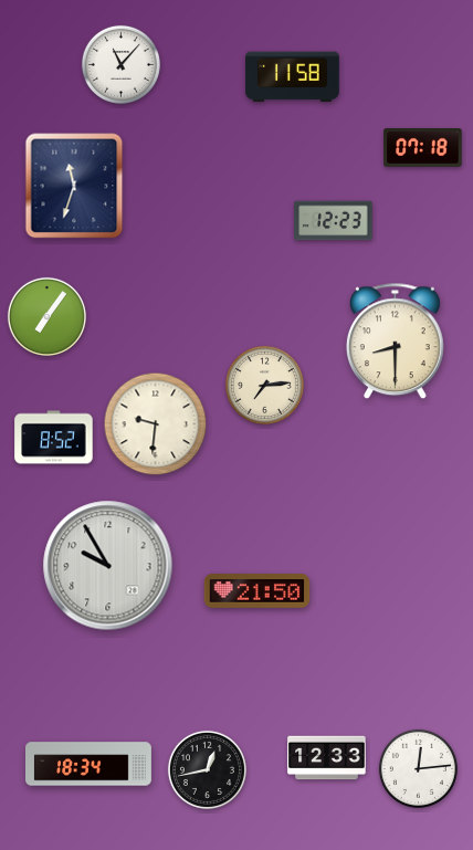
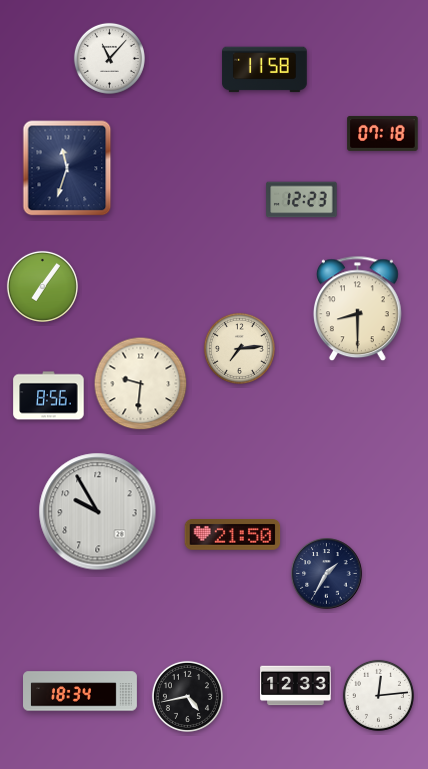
clock at (54, 438): 8:52 -> 8:56
clock at (327, 574): none -> 1:35
clock at (207, 769): 12:43 -> 4:43
